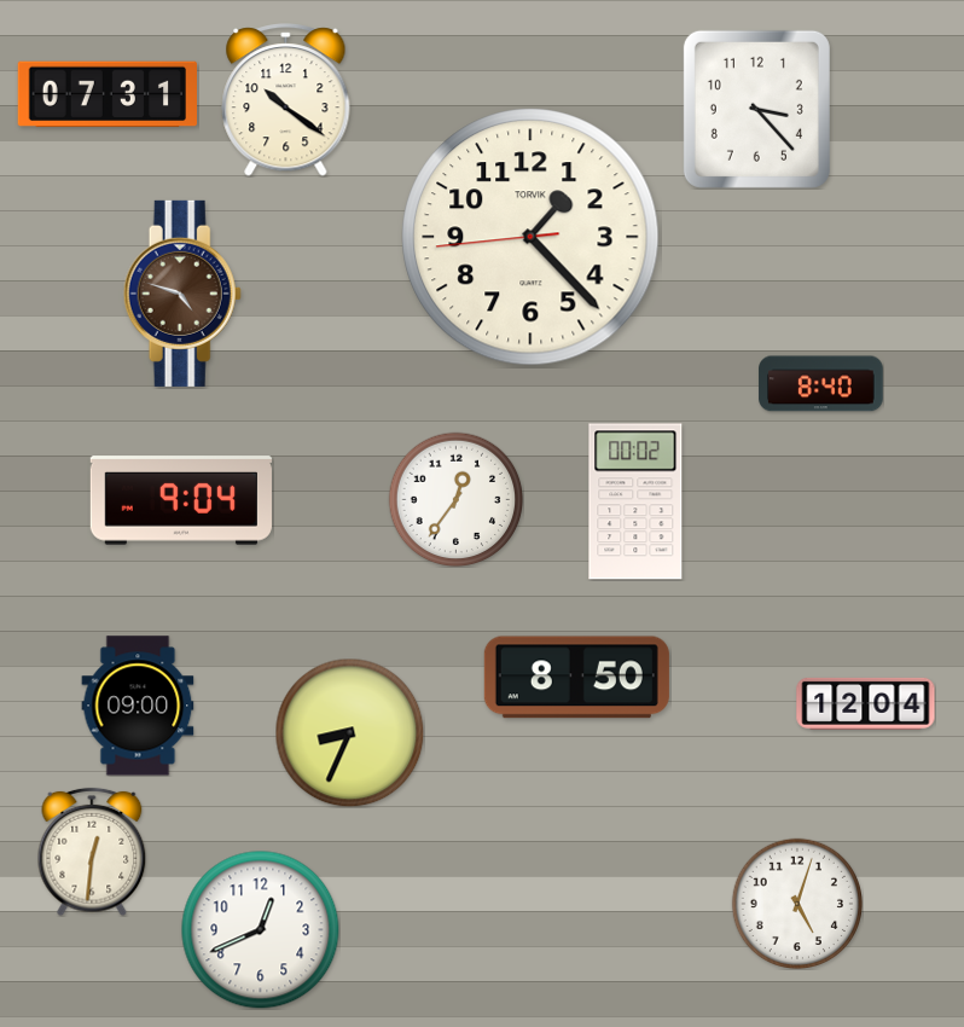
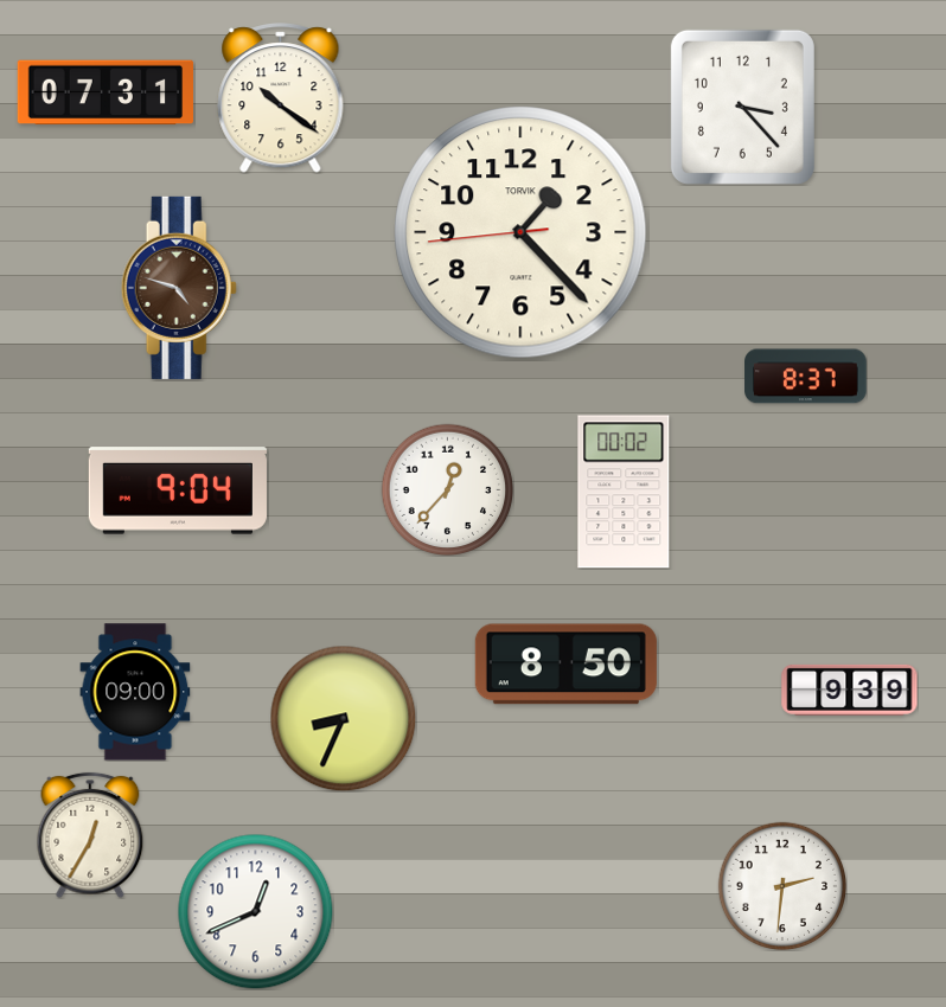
clock at (821, 384): 8:40 -> 8:37
clock at (455, 499): 12:36 -> 12:37
clock at (866, 703): 12:04 -> 9:39
clock at (92, 852): 12:31 -> 12:35
clock at (796, 903): 5:03 -> 2:31
